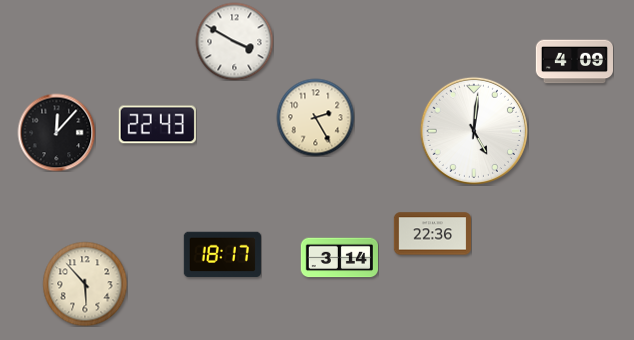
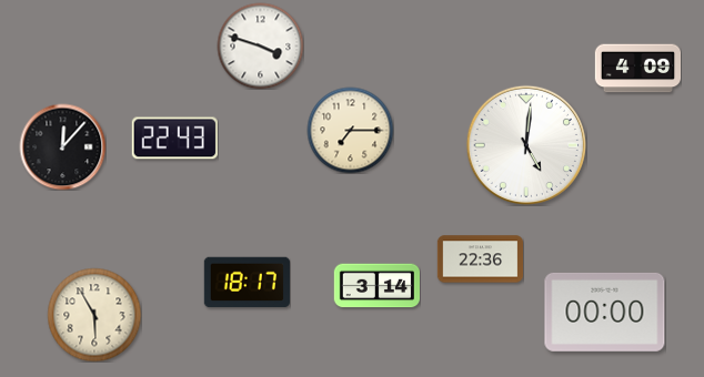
clock at (234, 41): 3:50 -> 3:48
clock at (315, 117): 2:25 -> 7:15
clock at (605, 312): none -> 00:00
clock at (85, 284): 5:53 -> 5:55
